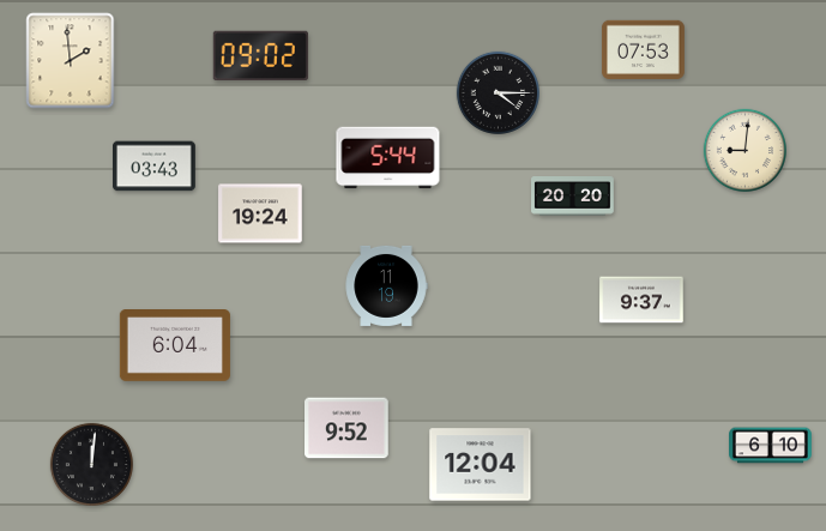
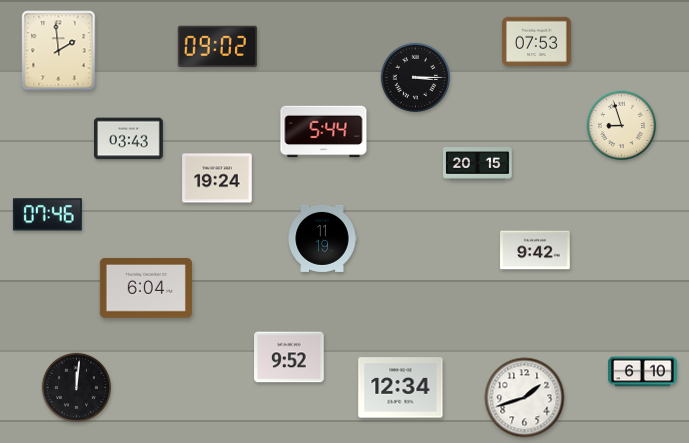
clock at (498, 92): 4:15 -> 3:15
clock at (744, 150): 9:01 -> 8:57
clock at (573, 197): 20:20 -> 20:15
clock at (47, 215): none -> 07:46
clock at (641, 300): 9:37 -> 9:42
clock at (481, 465): 12:04 -> 12:34
clock at (525, 398): none -> 1:42
